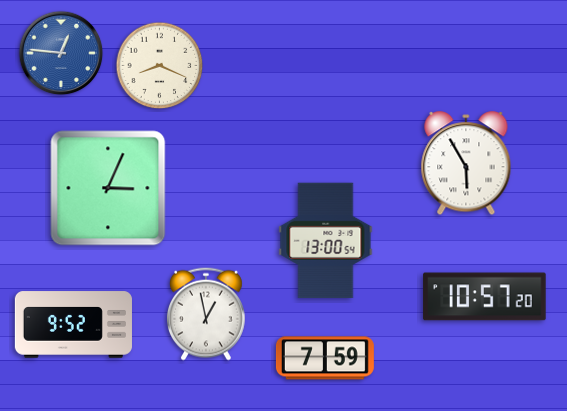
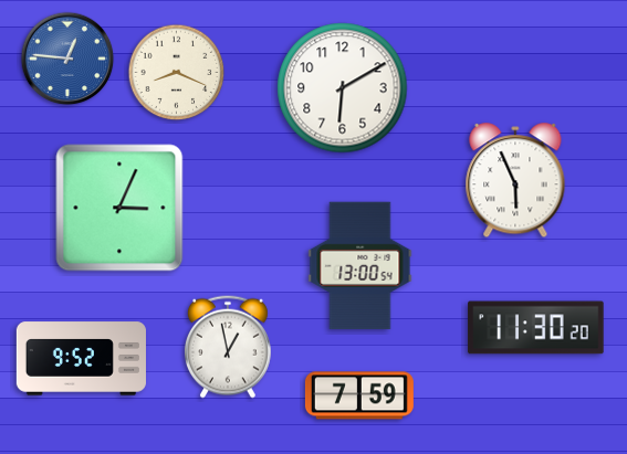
clock at (343, 88): none -> 6:10
clock at (466, 164): 5:55 -> 5:56
clock at (485, 297): 10:57 -> 11:30
